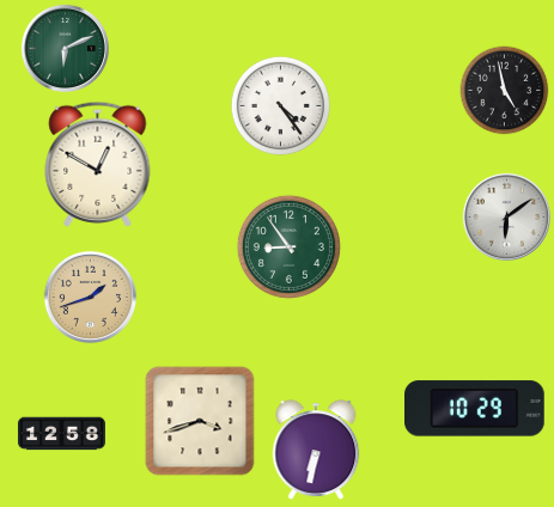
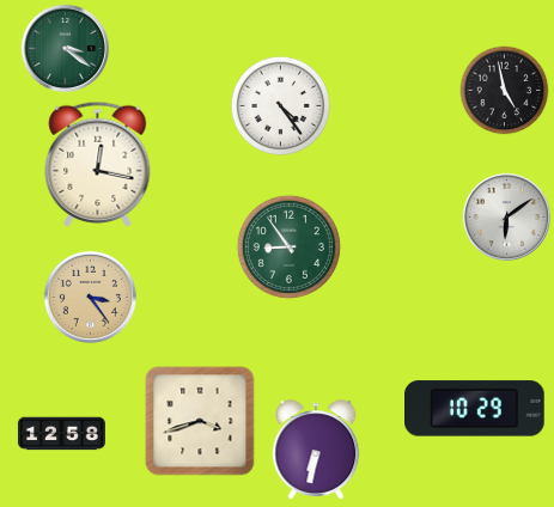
clock at (65, 48): 6:11 -> 3:21
clock at (98, 164): 12:50 -> 12:17
clock at (90, 297): 1:42 -> 3:24
